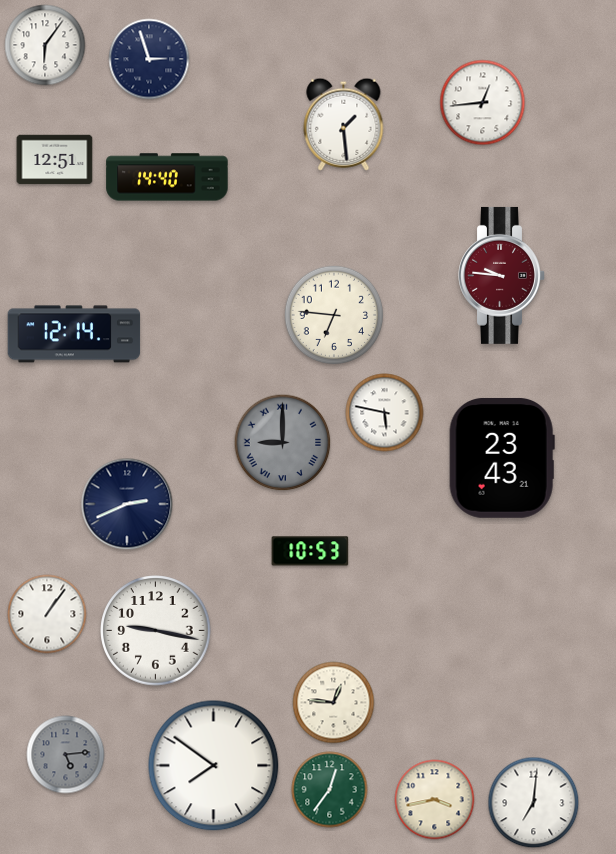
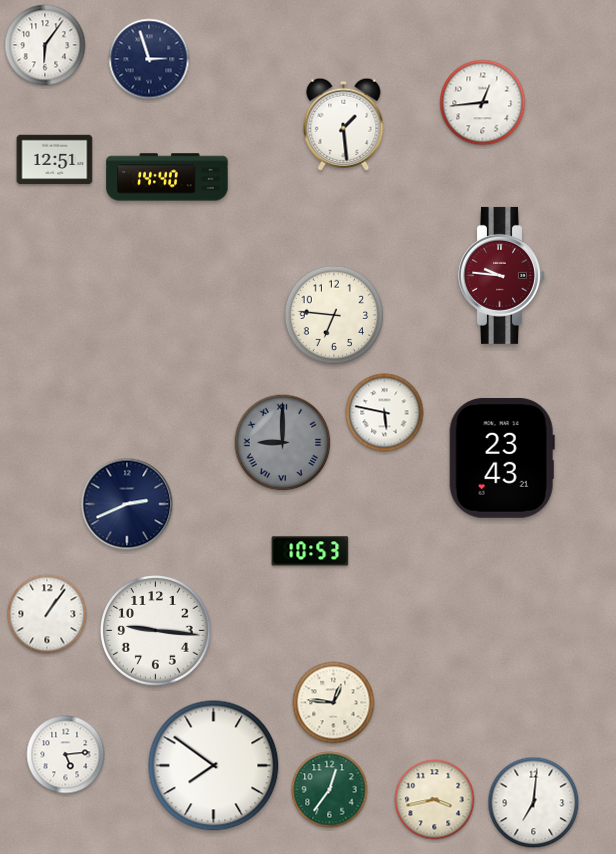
clock at (74, 334): 12:14 -> none
clock at (156, 631): 9:17 -> 9:16
clock at (66, 755) dial: grey -> white
